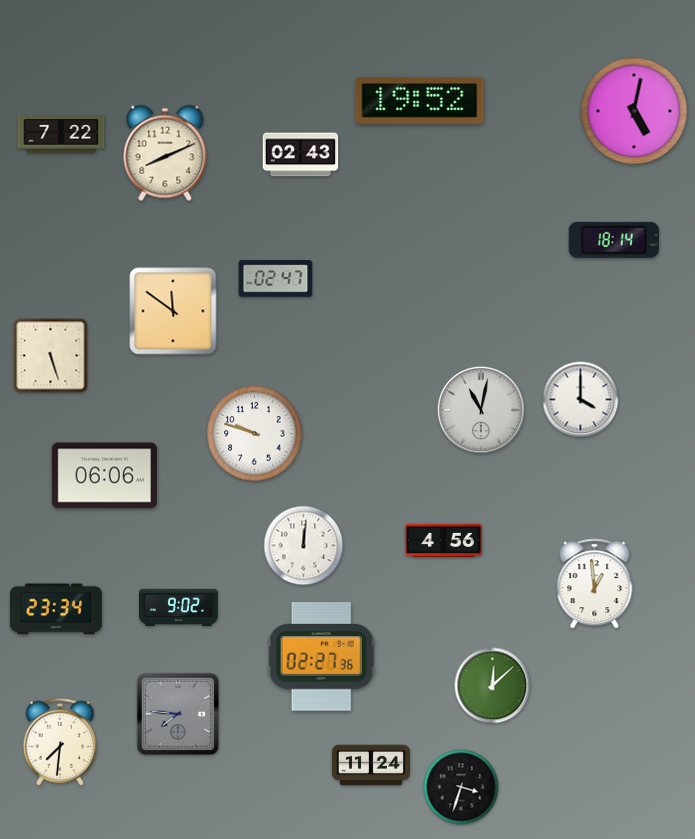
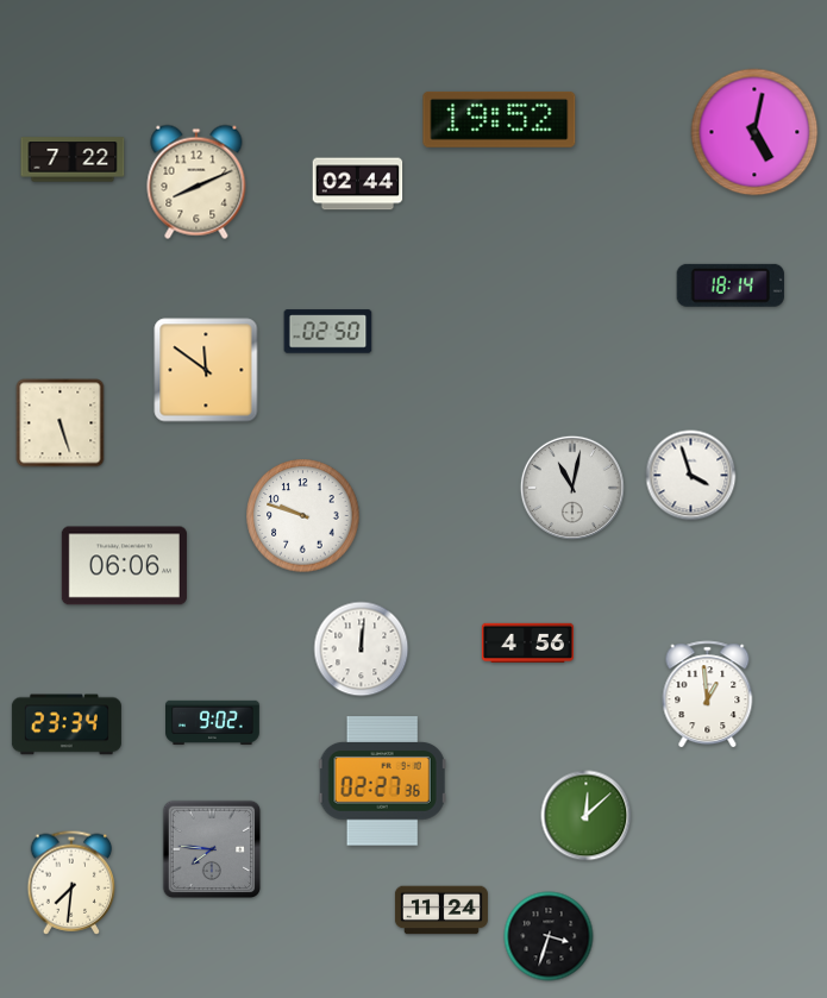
clock at (301, 155): 02:43 -> 02:44
clock at (276, 279): 02:47 -> 02:50
clock at (581, 400): 4:00 -> 3:57
